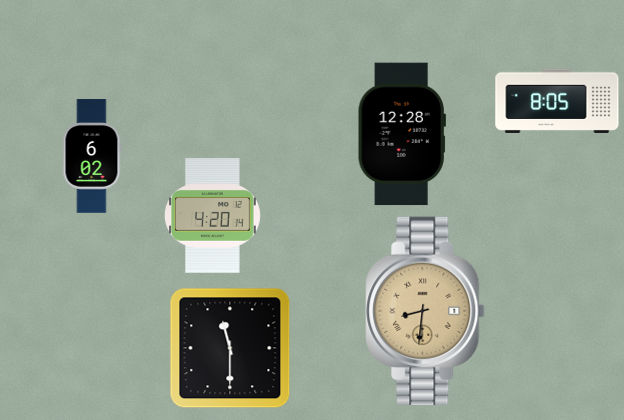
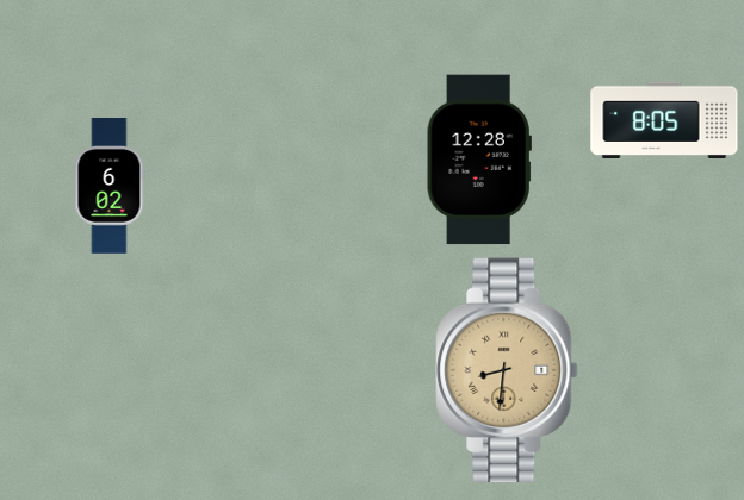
clock at (213, 216): 4:20 -> none
clock at (230, 348): 11:30 -> none
